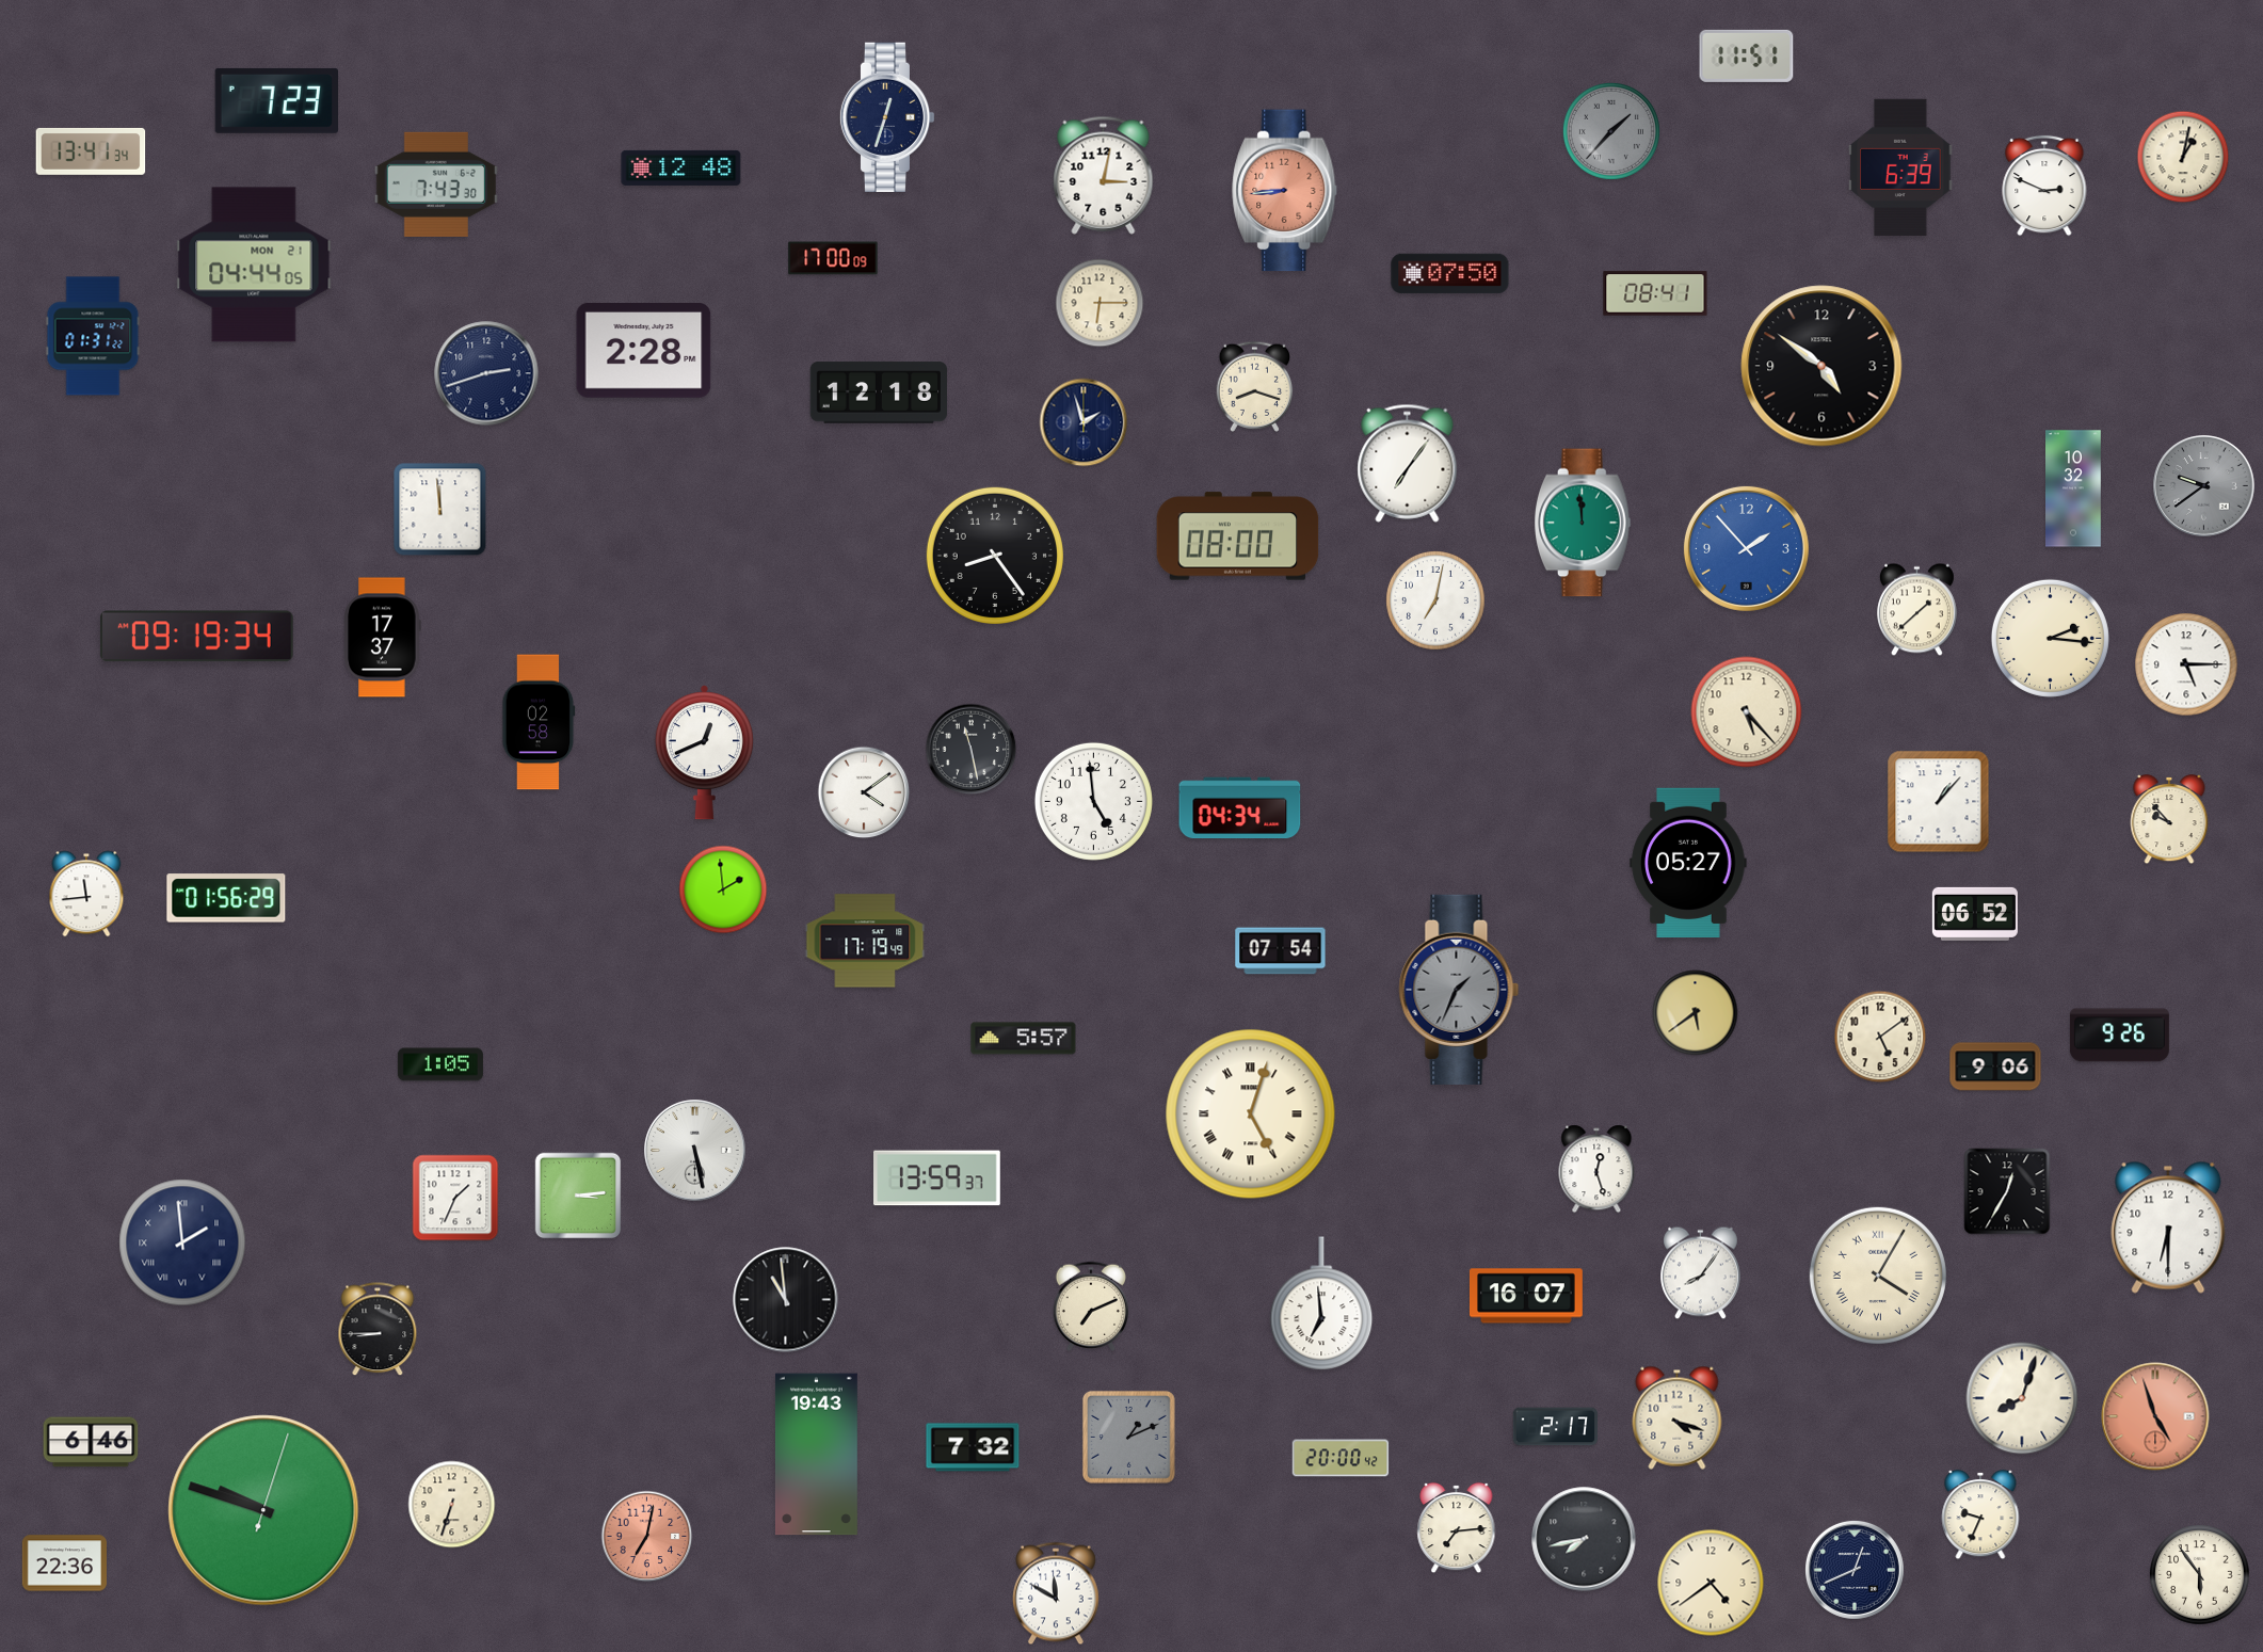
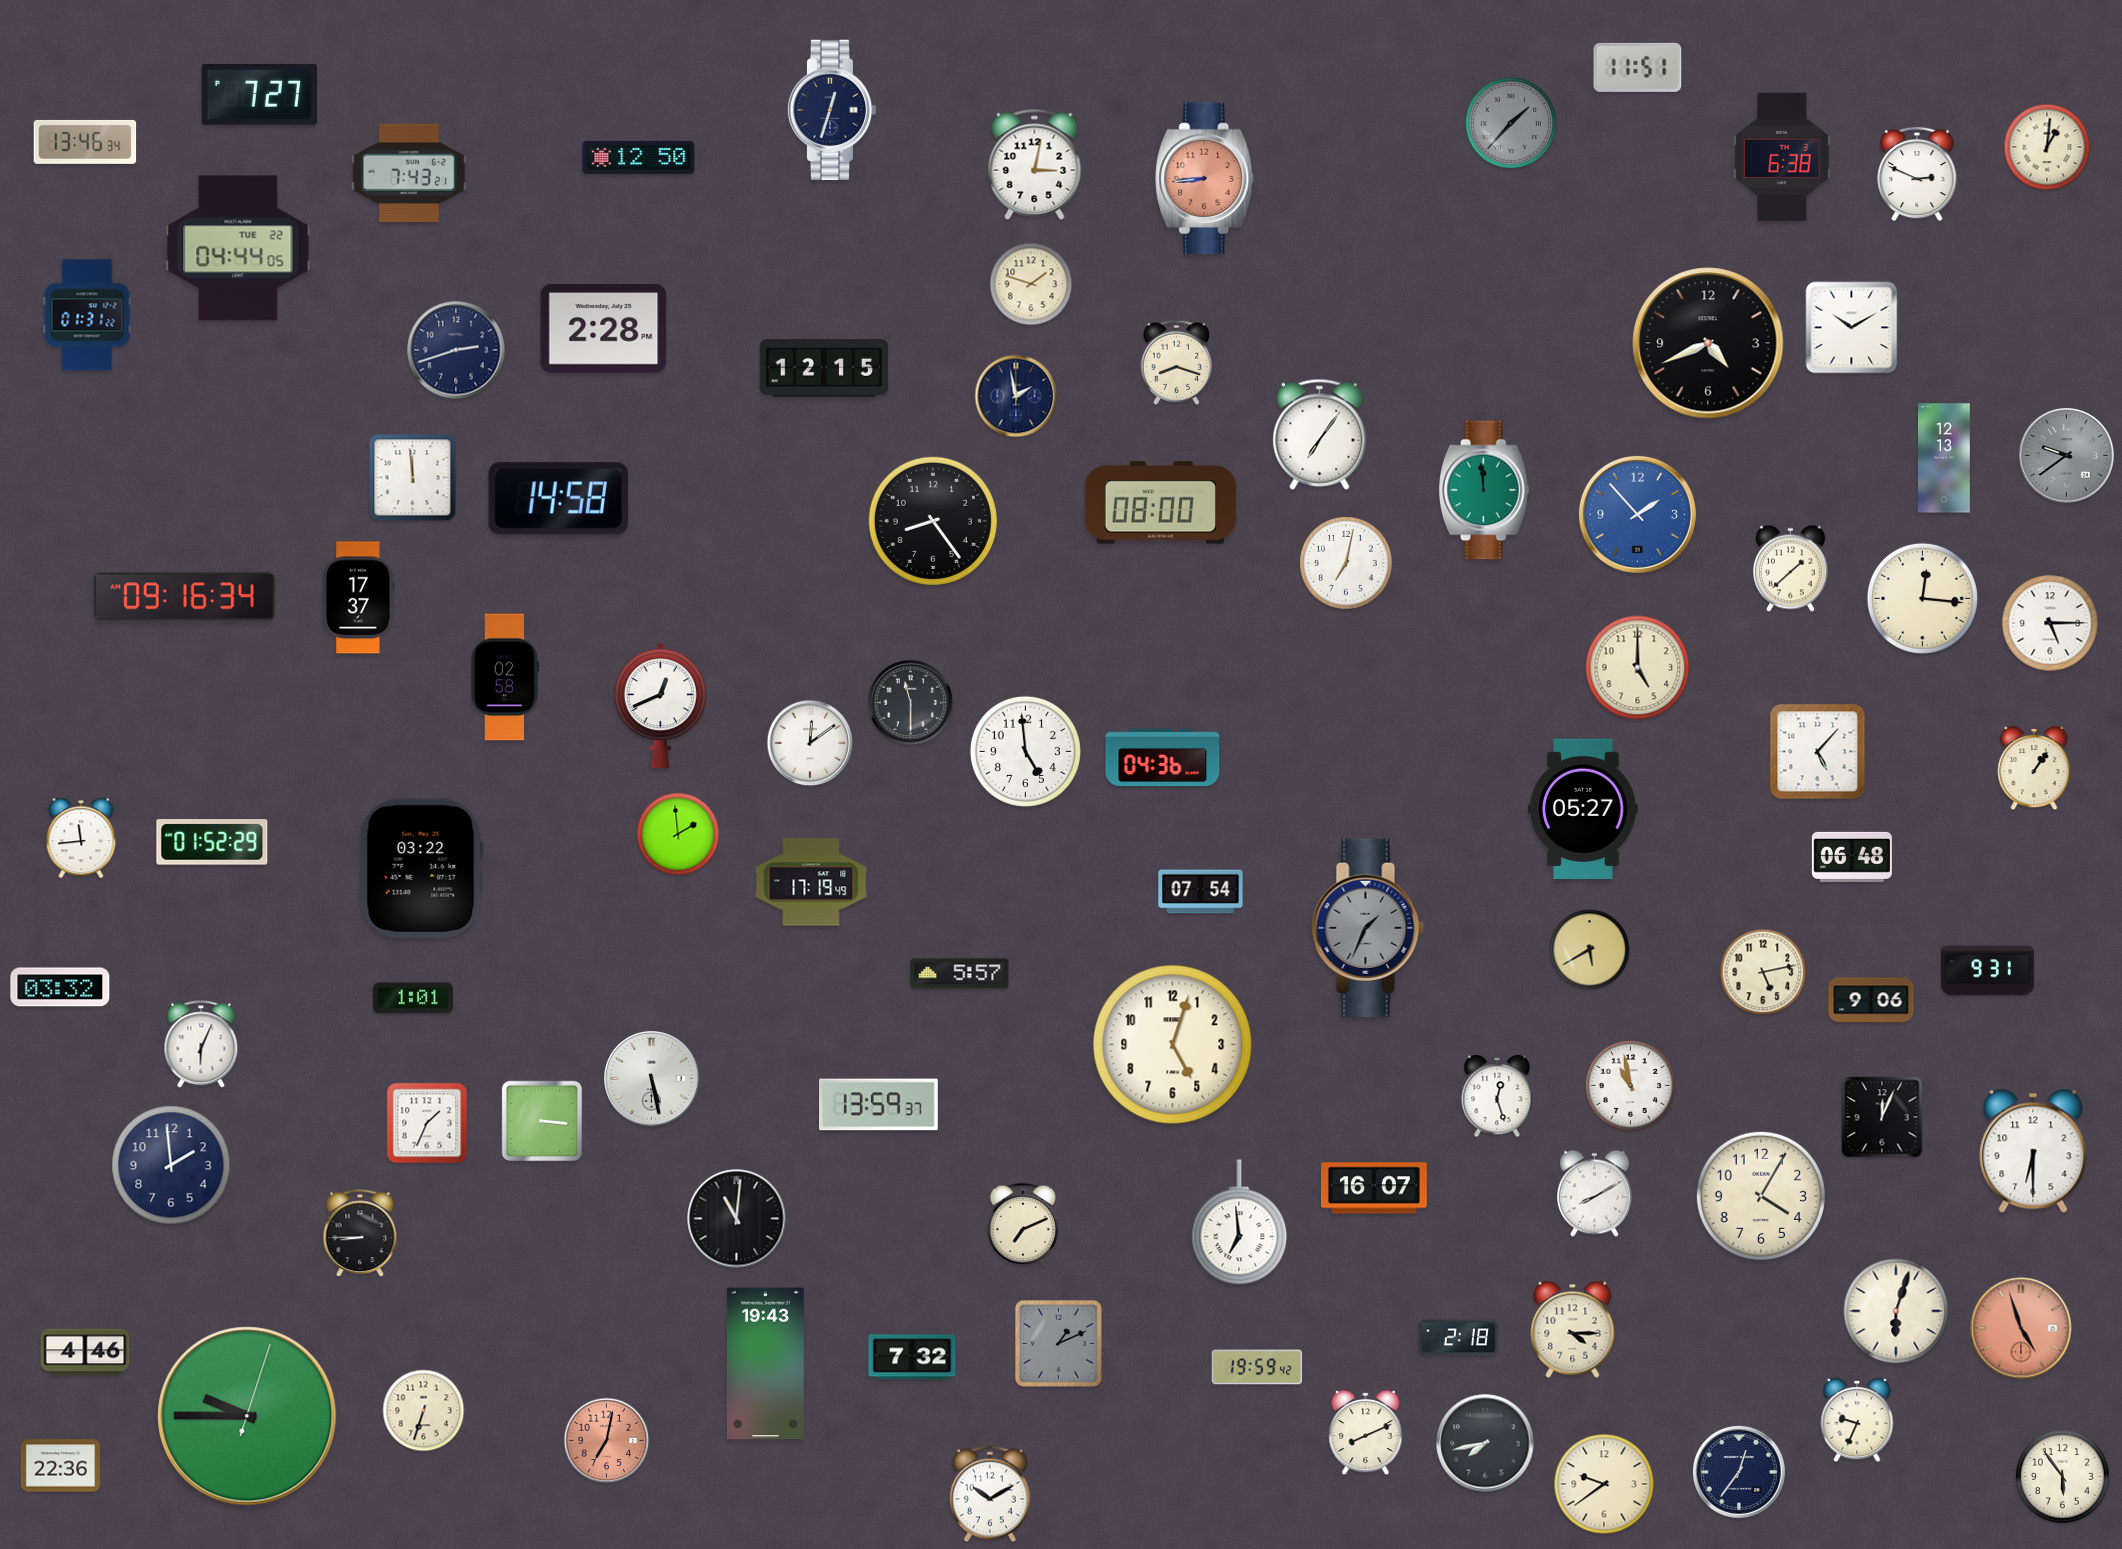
clock at (1747, 55) position: (1747, 55) -> (1638, 67)
clock at (276, 100): 7:23 -> 7:27
clock at (91, 151): 13:41 -> 13:46
clock at (2183, 157): 1:02 -> 1:01
clock at (1900, 166): 6:39 -> 6:38
clock at (681, 167): 12:48 -> 12:50
clock at (436, 185): 7:43:30 -> 7:43:21
clock at (833, 258): 17:00 -> none
clock at (254, 264) date: MON 21 -> TUE 22
clock at (1450, 274): 07:50 -> none
clock at (1655, 293): 08:41 -> none
clock at (1100, 303): 6:15 -> 1:48
clock at (1852, 328): none -> 10:10
clock at (1821, 366): 4:51 -> 4:41
clock at (878, 392): 12:18 -> 12:15
clock at (1084, 422): 1:57 -> 1:58
clock at (2074, 488): 10:32 -> 12:13
clock at (558, 499): none -> 14:58
clock at (1917, 610) position: (1917, 610) -> (1791, 569)
clock at (196, 637): 09:19 -> 09:16
clock at (2050, 638): 2:16 -> 12:16
clock at (1747, 712): 5:23 -> 5:00
clock at (972, 750): 11:28 -> 11:30
clock at (864, 792): 4:09 -> 12:09
clock at (1939, 802): 1:07 -> 5:07
clock at (1240, 808): 04:34 -> 04:36
clock at (2169, 819): 9:53 -> 1:06
clock at (226, 898): 01:56 -> 01:52
clock at (1975, 914): 06:52 -> 06:48
clock at (421, 869): none -> 03:22
clock at (1696, 1013): 5:39 -> 5:40
clock at (2119, 1036): 9:26 -> 9:31
clock at (1880, 1037): 5:09 -> 5:13
clock at (60, 987): none -> 03:32
clock at (440, 1064): 1:05 -> 1:01
clock at (201, 1045): none -> 6:04
clock at (1251, 1114) numerals: Roman -> Arabic
clock at (1630, 1085): none -> 10:58
clock at (2007, 1191): 12:35 -> 12:04
clock at (578, 1196): 3:14 -> 3:16
clock at (182, 1242) numerals: Roman -> Arabic
clock at (1701, 1273): 8:06 -> 8:10
clock at (1878, 1276) numerals: Roman -> Arabic
clock at (1526, 1296) position: (1526, 1296) -> (1374, 1188)
clock at (786, 1300): 10:59 -> 11:01
clock at (378, 1330) position: (378, 1330) -> (360, 1234)
clock at (2022, 1398): 8:03 -> 6:03
clock at (1678, 1417): 4:18 -> 4:15
clock at (1555, 1427): 2:17 -> 2:18
clock at (1129, 1438) position: (1129, 1438) -> (1059, 1344)
clock at (91, 1442): 6:46 -> 4:46
clock at (1341, 1458): 20:00 -> 19:59
clock at (263, 1510): 9:48 -> 9:45
clock at (1457, 1528): 7:14 -> 8:11
clock at (1855, 1570): 12:41 -> 12:36
clock at (1711, 1583): 4:39 -> 9:39
clock at (1057, 1593): 11:50 -> 10:10
